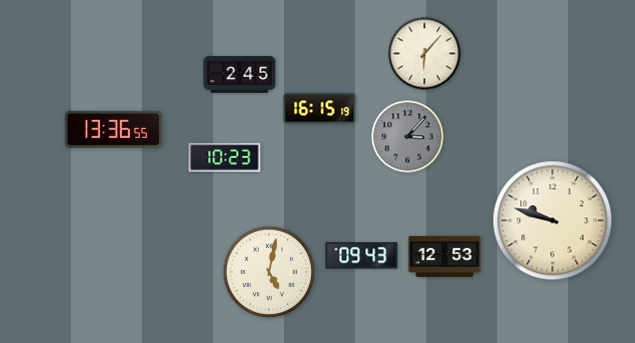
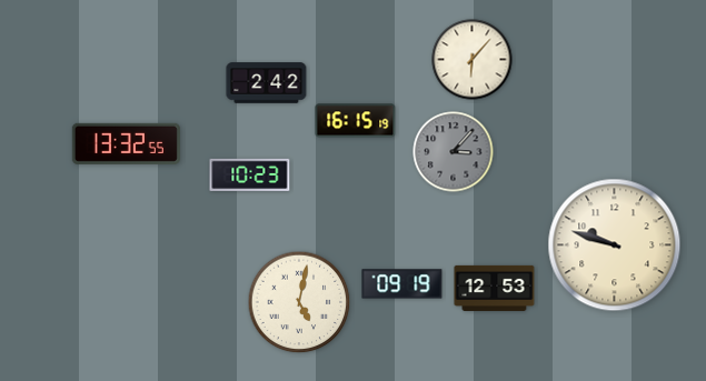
clock at (240, 75): 2:45 -> 2:42
clock at (113, 129): 13:36 -> 13:32
clock at (362, 256): 09:43 -> 09:19
clock at (445, 256) position: (445, 256) -> (495, 288)
